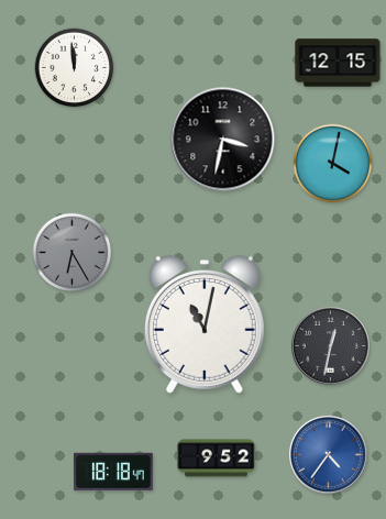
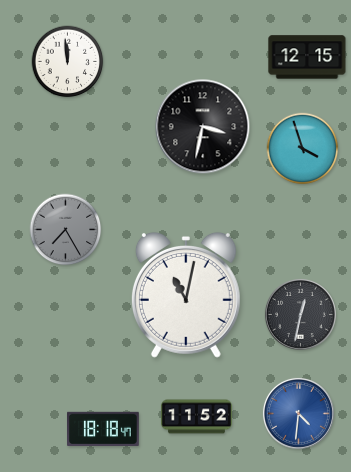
clock at (333, 164): 4:02 -> 3:57
clock at (73, 253): 6:25 -> 7:25
clock at (328, 454): 4:36 -> 4:31
clock at (216, 459): 9:52 -> 11:52
